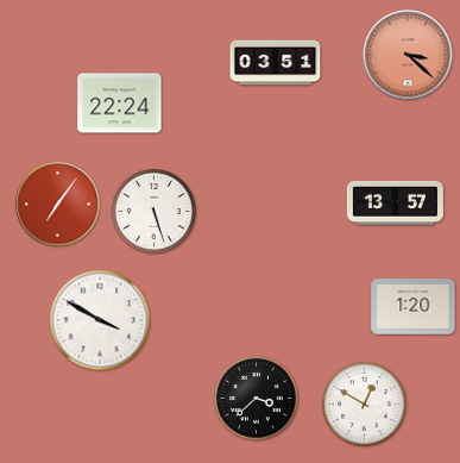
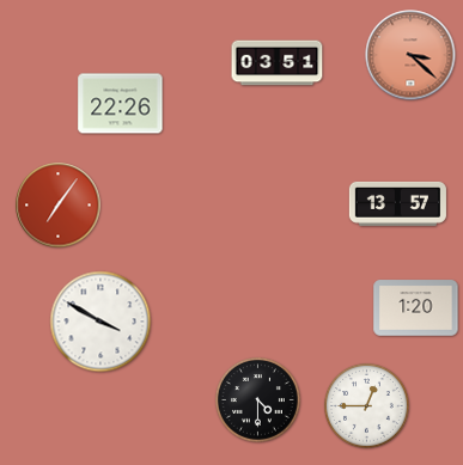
clock at (120, 104): 22:24 -> 22:26
clock at (153, 211): 5:27 -> none
clock at (256, 398): 3:38 -> 4:30
clock at (364, 403): 12:50 -> 12:45
